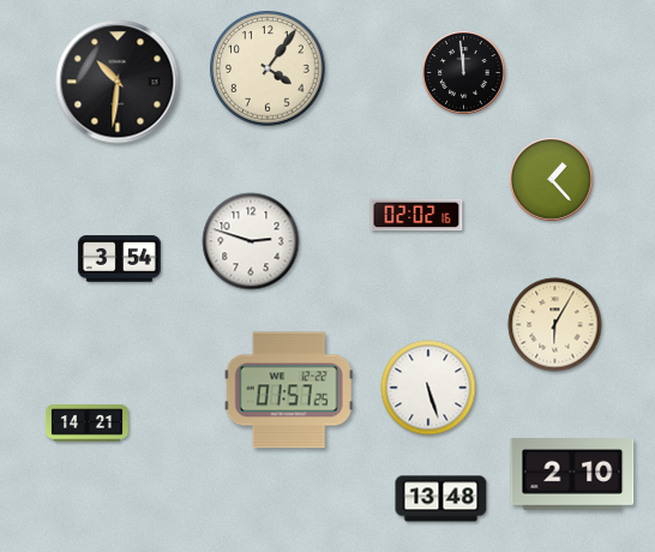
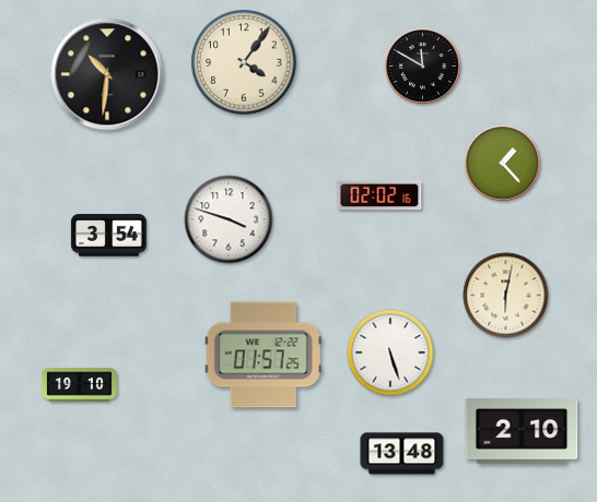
clock at (464, 73): 11:59 -> 11:50
clock at (251, 241): 2:48 -> 3:48
clock at (555, 325): 6:05 -> 6:02
clock at (86, 424): 14:21 -> 19:10
